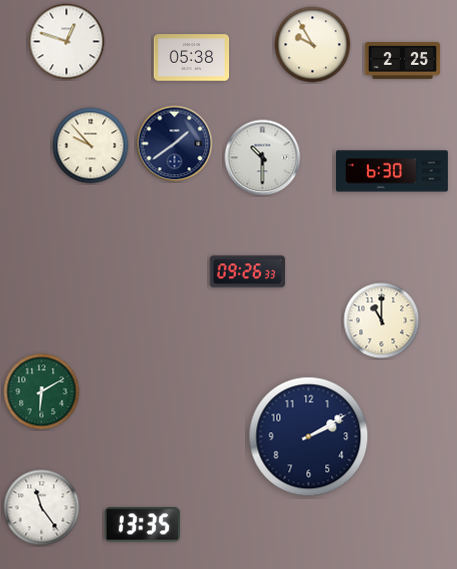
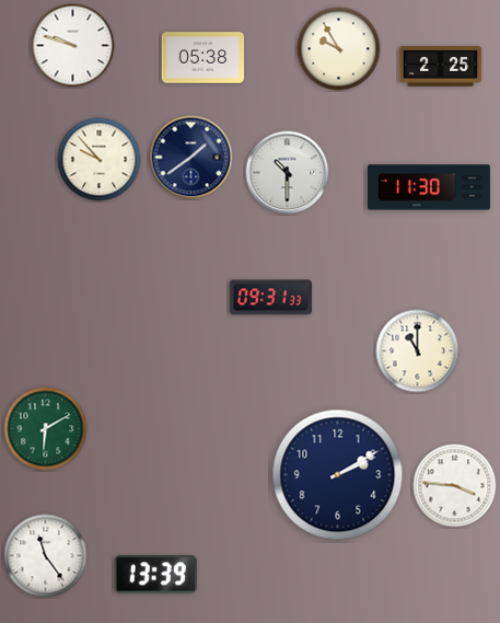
clock at (67, 42): 12:48 -> 9:48
clock at (313, 45) position: (313, 45) -> (339, 49)
clock at (192, 58) position: (192, 58) -> (204, 58)
clock at (392, 171): 6:30 -> 11:30
clock at (248, 272): 09:26 -> 09:31
clock at (309, 437) position: (309, 437) -> (338, 475)
clock at (455, 486): none -> 3:46
clock at (142, 525): 13:35 -> 13:39
